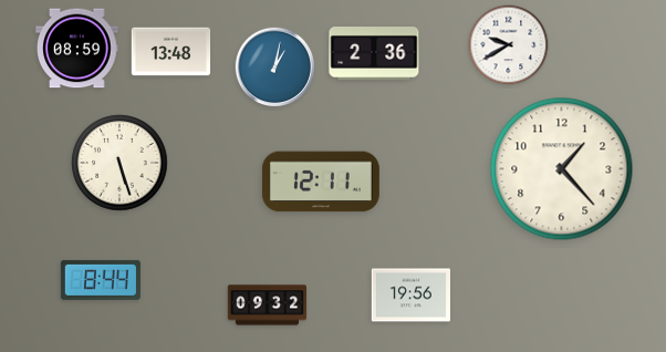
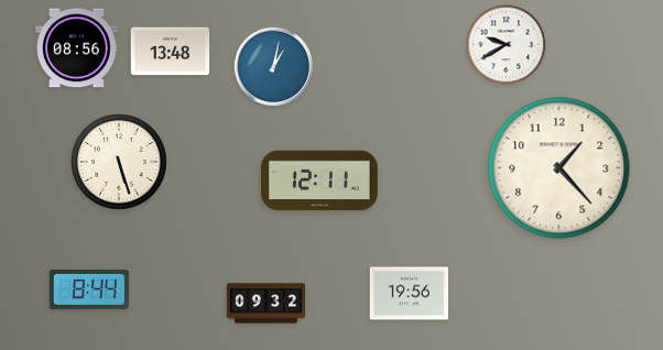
clock at (77, 49): 08:59 -> 08:56
clock at (374, 53): 2:36 -> none
clock at (101, 280) position: (101, 280) -> (89, 289)
